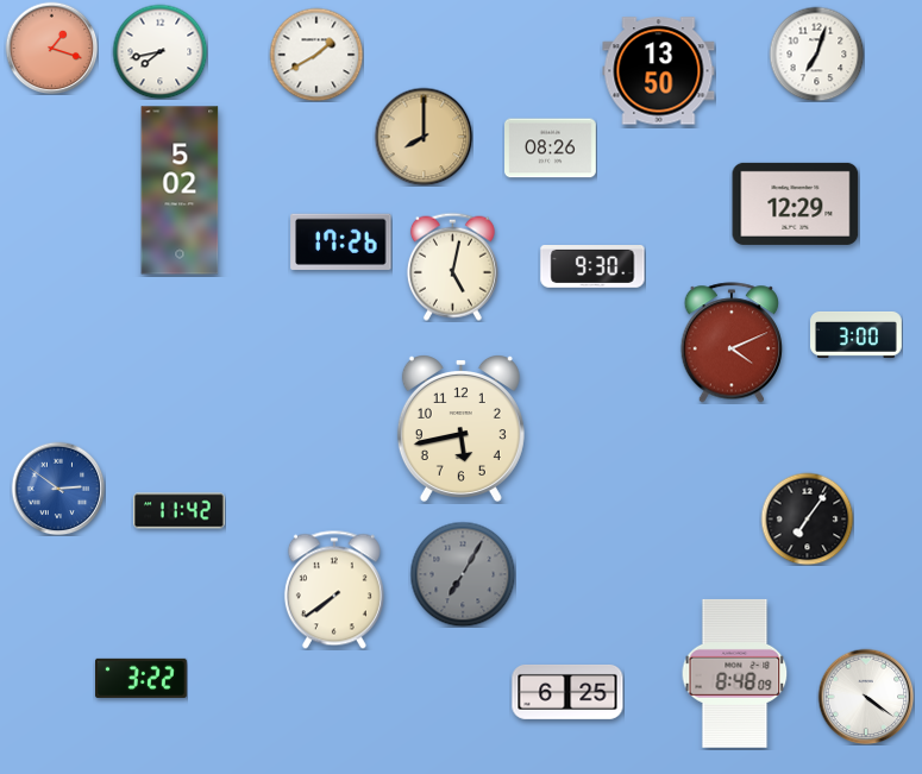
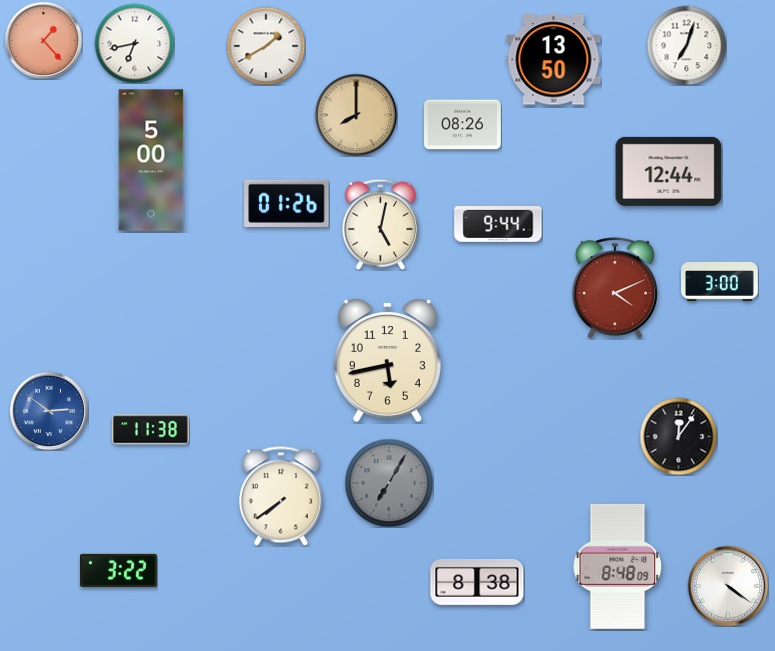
clock at (51, 48): 1:18 -> 1:23
clock at (159, 51): 7:43 -> 6:43
clock at (180, 190): 5:02 -> 5:00
clock at (796, 203): 12:29 -> 12:44
clock at (341, 241): 17:26 -> 01:26
clock at (592, 268): 9:30 -> 9:44
clock at (180, 511): 11:42 -> 11:38
clock at (807, 518): 7:06 -> 12:06
clock at (567, 692): 6:25 -> 8:38
